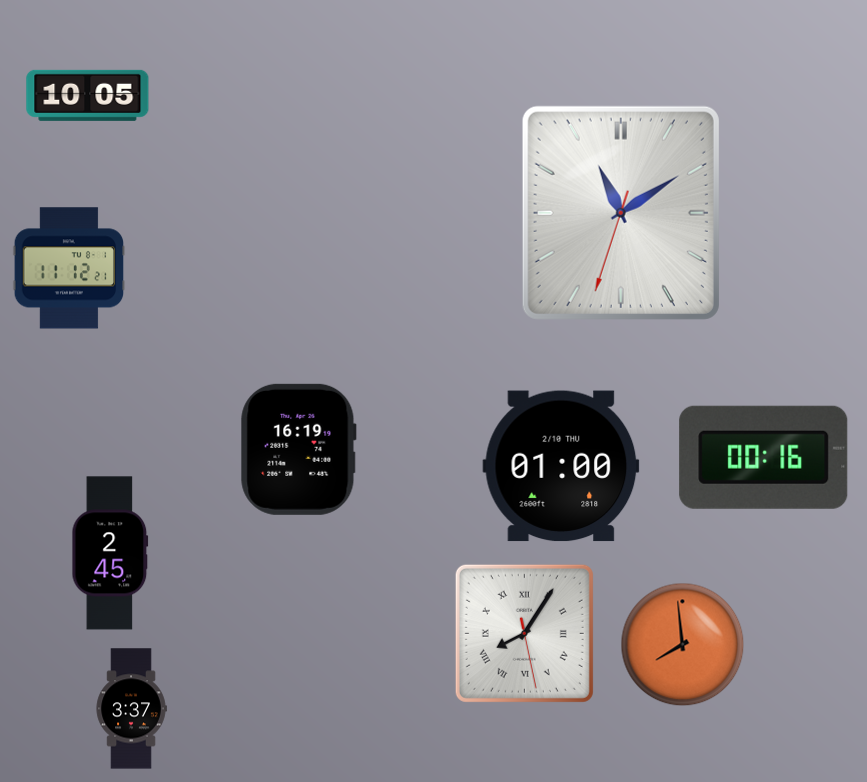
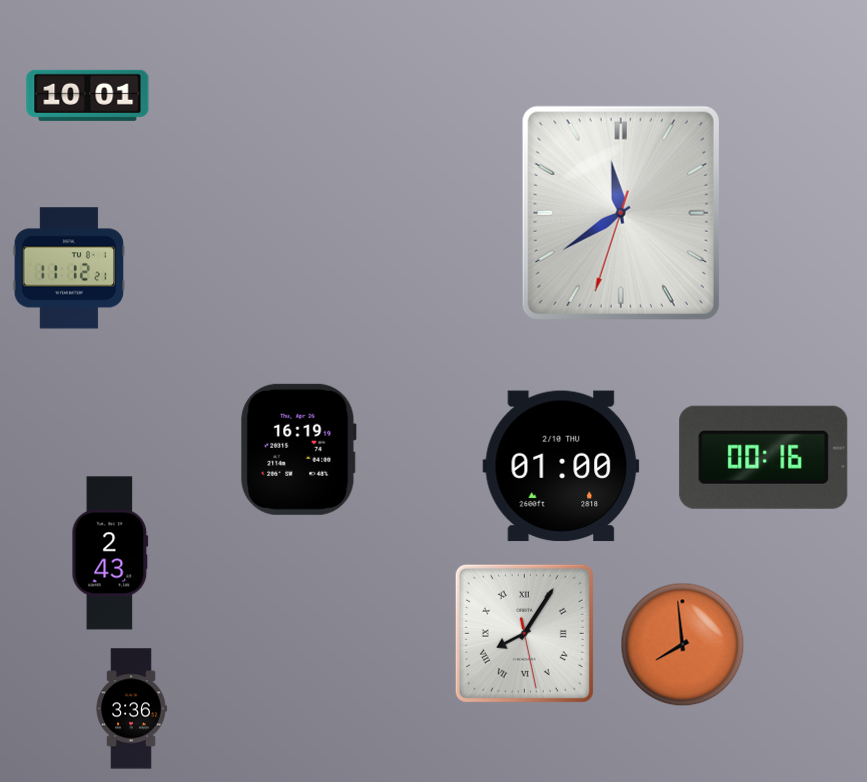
clock at (88, 95): 10:05 -> 10:01
clock at (621, 213): 11:09 -> 11:39
clock at (110, 553): 2:45 -> 2:43
clock at (131, 709): 3:37 -> 3:36
